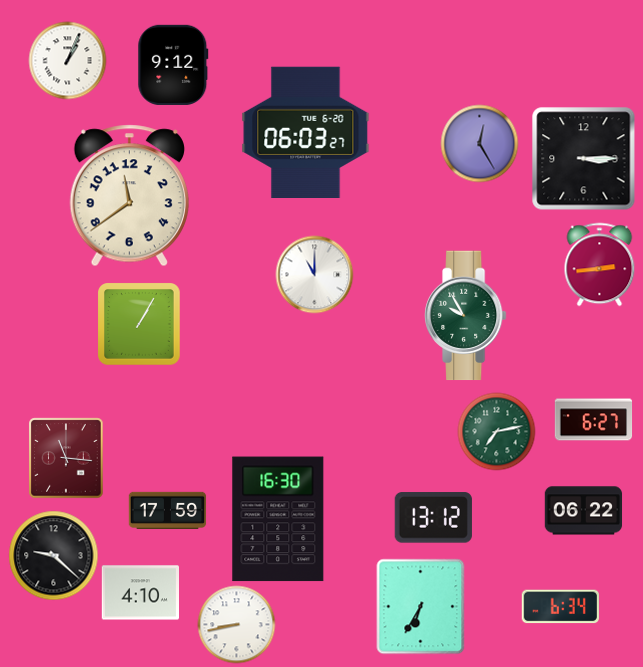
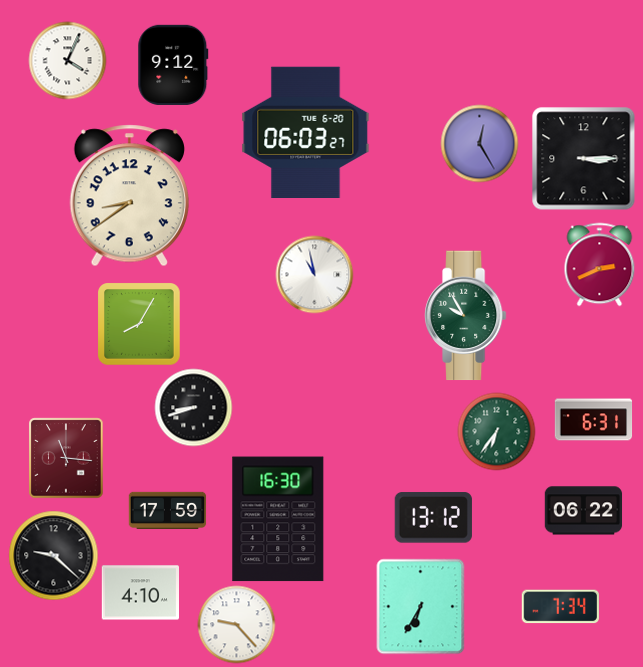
clock at (67, 60): 1:04 -> 4:04
clock at (129, 196): 11:39 -> 8:39
clock at (600, 264): 2:44 -> 2:41
clock at (314, 274): 11:00 -> 10:58
clock at (139, 324): 1:05 -> 8:05
clock at (193, 407): none -> 8:42
clock at (593, 420): 6:27 -> 6:31
clock at (496, 431): 7:13 -> 6:36
clock at (560, 607): 6:34 -> 7:34
clock at (236, 624): 8:43 -> 9:23
